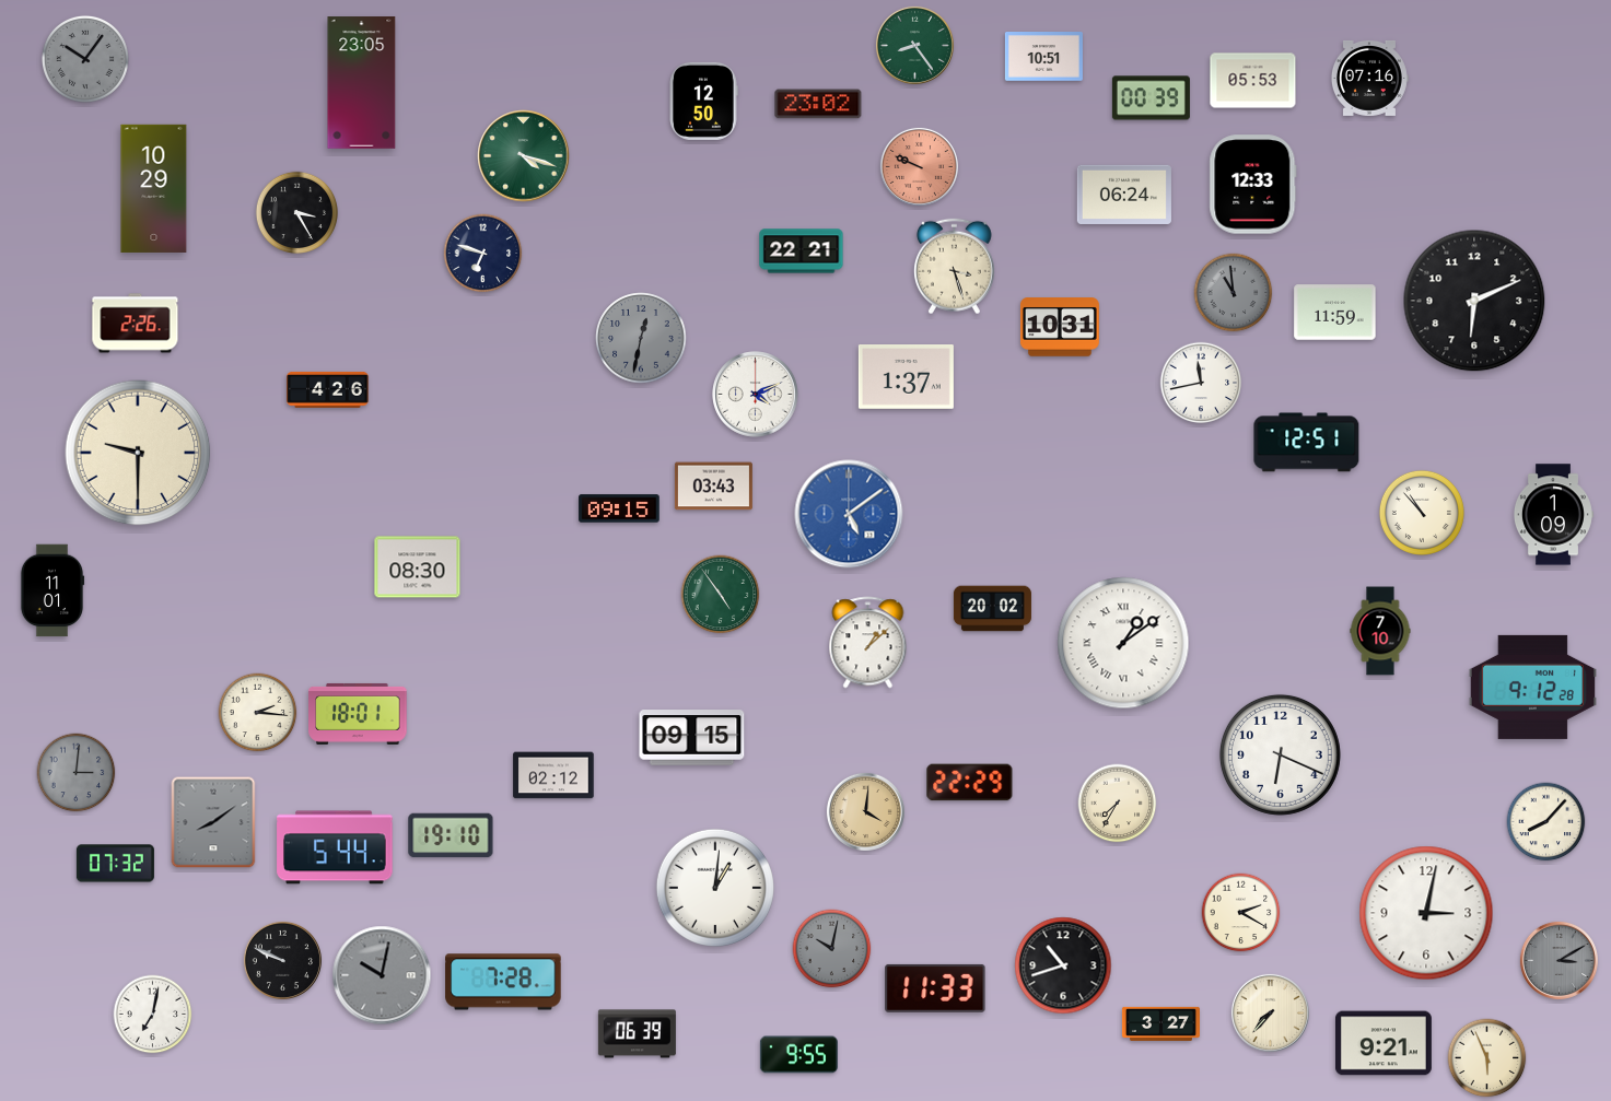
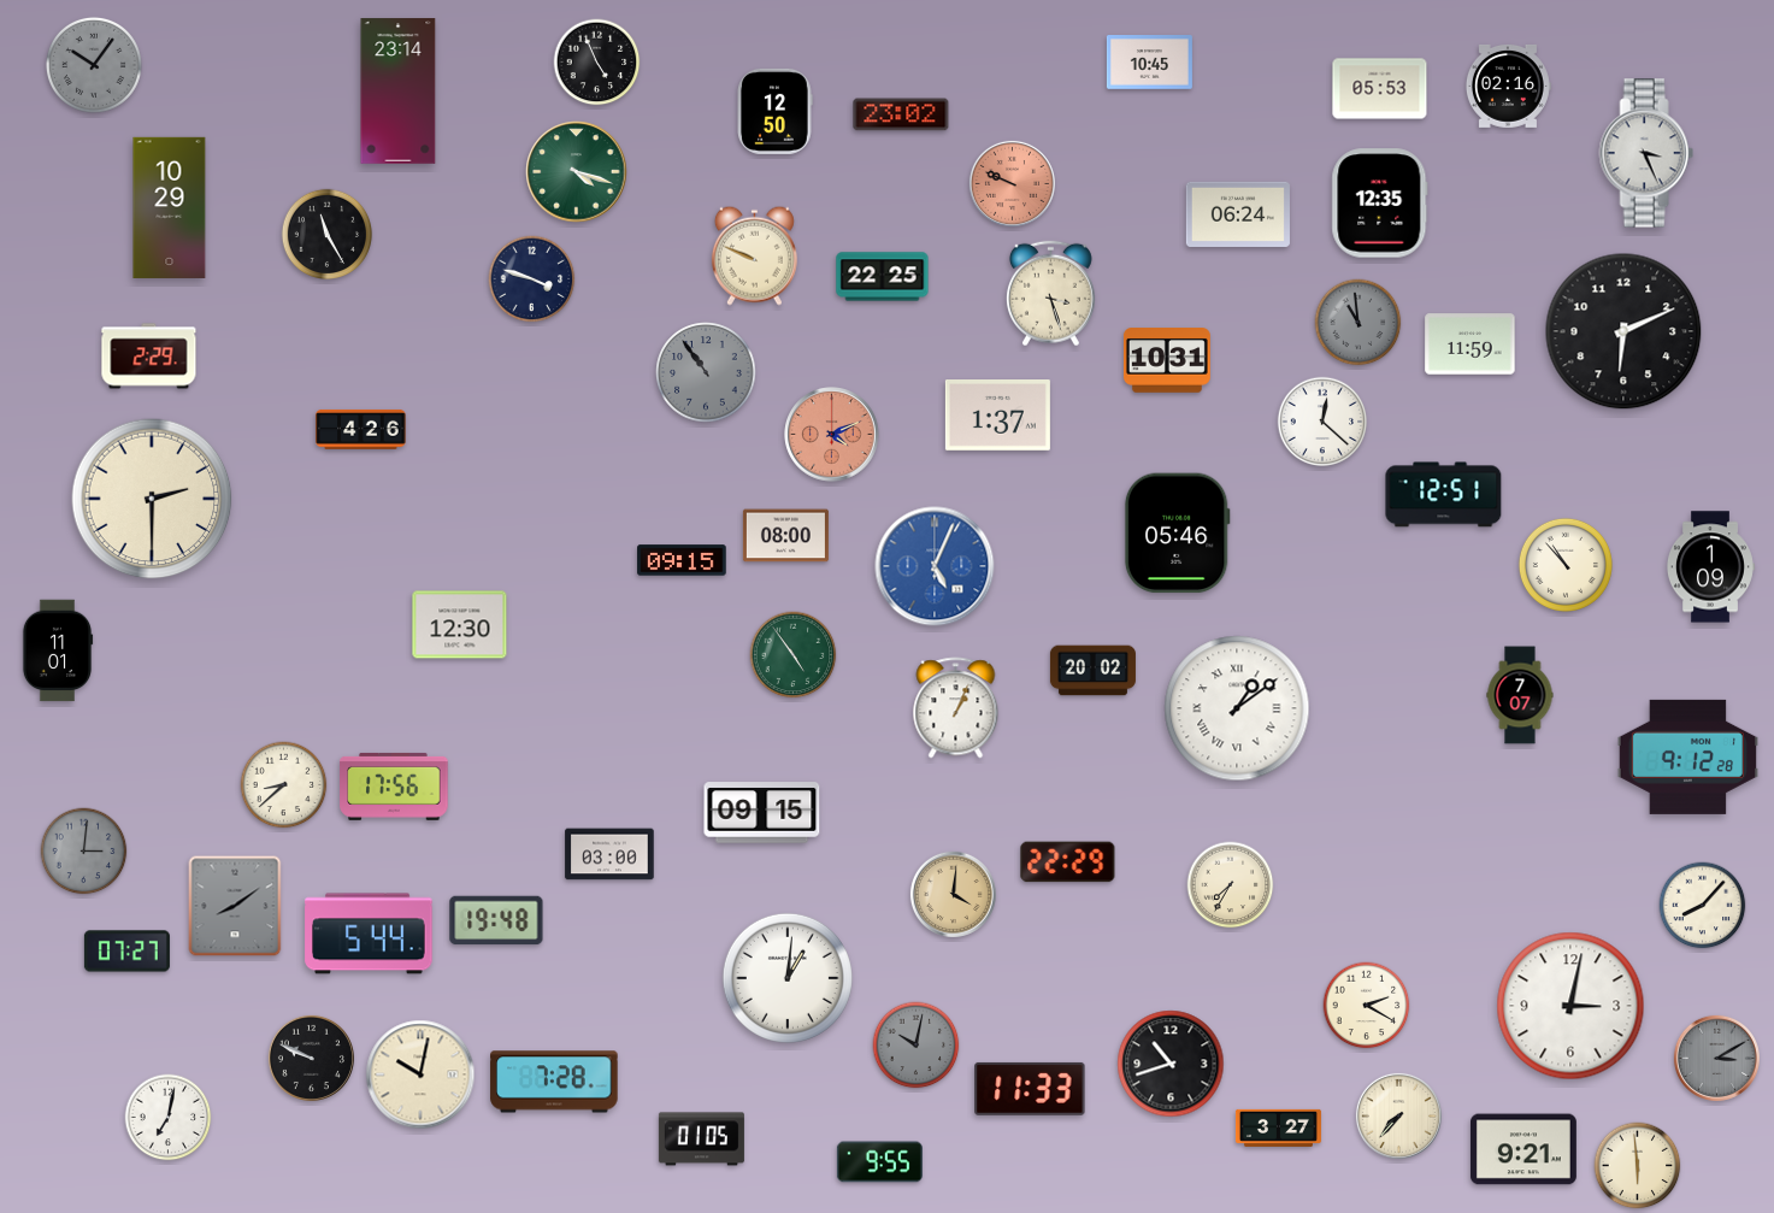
clock at (914, 45): 8:24 -> none
clock at (597, 63): none -> 4:56
clock at (1043, 57): 10:51 -> 10:45
clock at (1369, 78): 07:16 -> 02:16
clock at (362, 83): 23:05 -> 23:14
clock at (1151, 98): 00:39 -> none
clock at (1646, 153): none -> 3:26
clock at (1253, 185): 12:33 -> 12:35
clock at (297, 213): 3:25 -> 11:25
clock at (754, 255): none -> 9:49
clock at (802, 251): 22:21 -> 22:25
clock at (483, 254): 6:48 -> 3:48
clock at (136, 324): 2:26 -> 2:29
clock at (641, 338): 12:32 -> 10:54
clock at (1201, 383): 11:43 -> 12:22
clock at (756, 395) dial: white -> salmon
clock at (1307, 443) position: (1307, 443) -> (1444, 495)
clock at (138, 453): 9:30 -> 2:30
clock at (1177, 534): none -> 05:46
clock at (713, 487): 03:43 -> 08:00
clock at (849, 514): 5:09 -> 5:04
clock at (418, 567): 08:30 -> 12:30
clock at (1380, 631): 7:10 -> 7:07
clock at (868, 643): 1:08 -> 1:04
clock at (258, 713): 2:16 -> 8:38
clock at (358, 714): 18:01 -> 17:56
clock at (1280, 754): 6:19 -> none
clock at (553, 775): 02:12 -> 03:00
clock at (451, 835): 19:10 -> 19:48
clock at (115, 864): 07:32 -> 07:27
clock at (382, 975) dial: grey -> cream
clock at (637, 1034): 06:39 -> 01:05
clock at (1487, 1058): 5:56 -> 5:59
